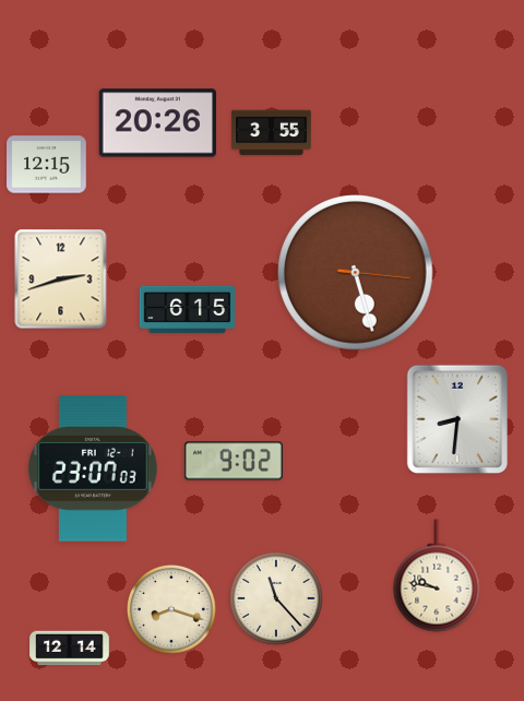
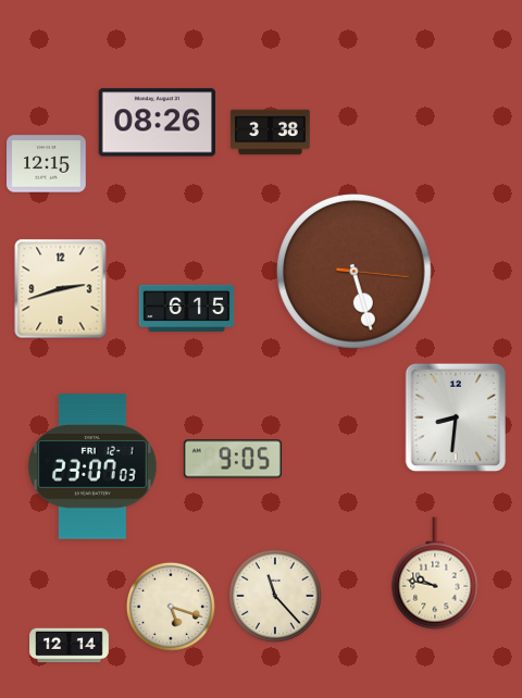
clock at (157, 123): 20:26 -> 08:26
clock at (272, 133): 3:55 -> 3:38
clock at (61, 280) position: (61, 280) -> (61, 289)
clock at (234, 461): 9:02 -> 9:05
clock at (171, 609): 8:18 -> 5:18
